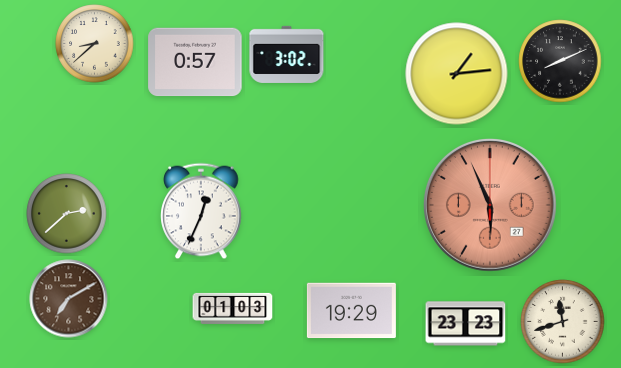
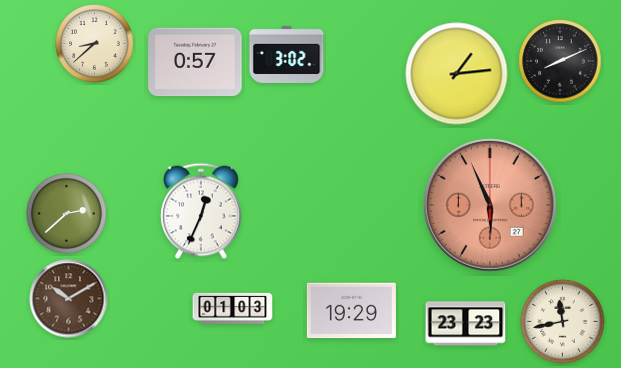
clock at (69, 299): 7:10 -> 10:10
clock at (563, 322): 11:42 -> 11:43
